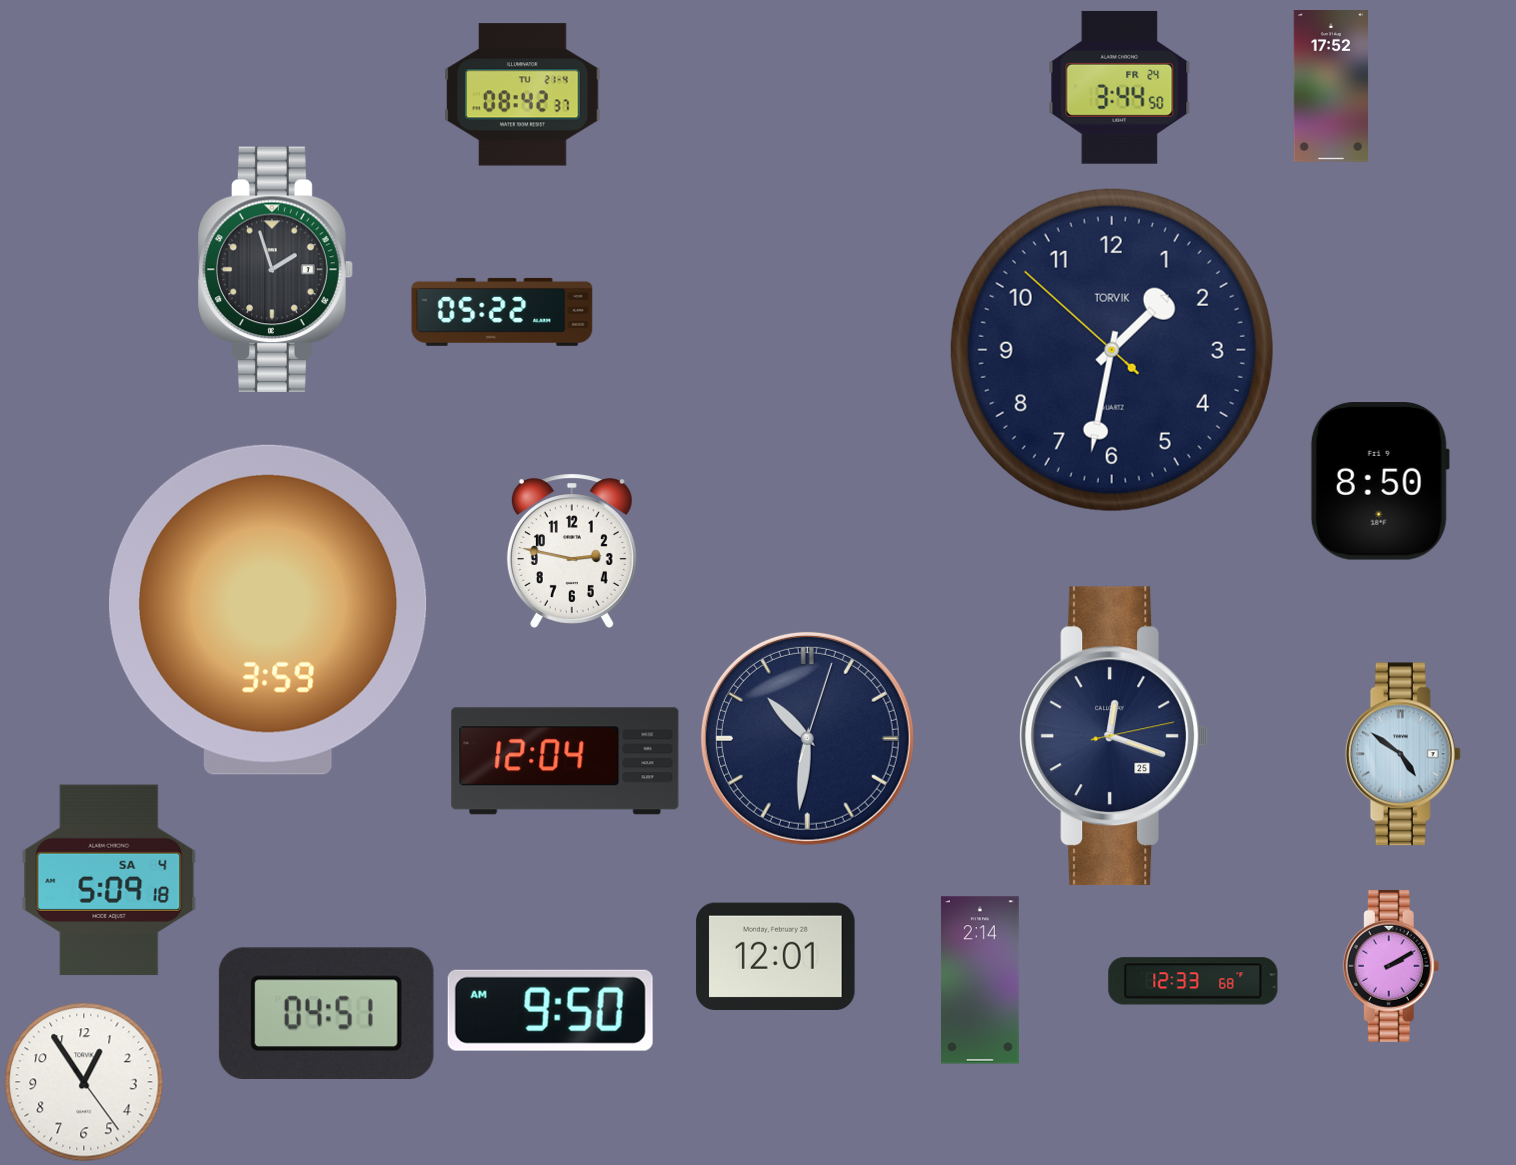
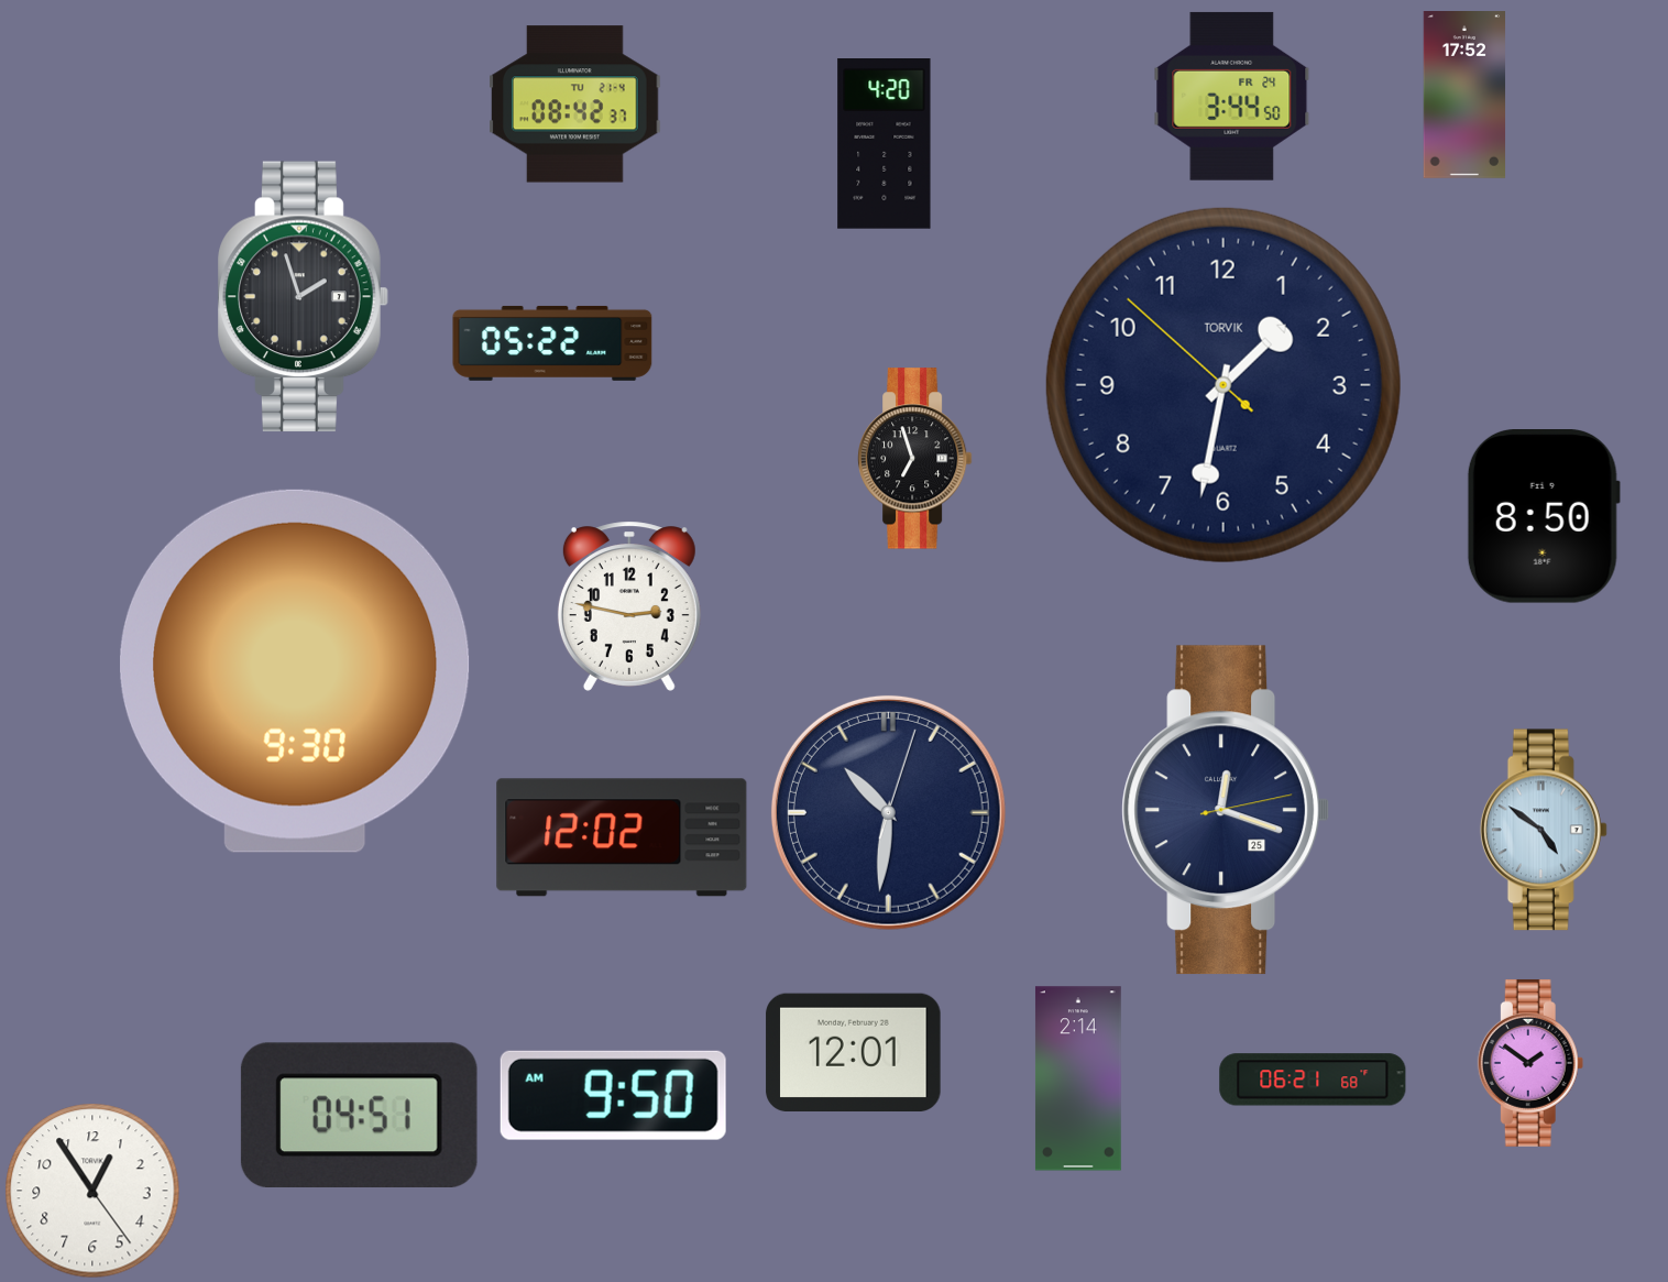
clock at (885, 144): none -> 4:20
clock at (915, 459): none -> 6:57
clock at (1380, 482) position: (1380, 482) -> (1544, 517)
clock at (268, 610): 3:59 -> 9:30
clock at (565, 761): 12:04 -> 12:02
clock at (109, 880): 5:09 -> none
clock at (1391, 966): 2:10 -> 1:51
clock at (1193, 981): 12:33 -> 06:21
clock at (550, 1010) position: (550, 1010) -> (613, 1095)
